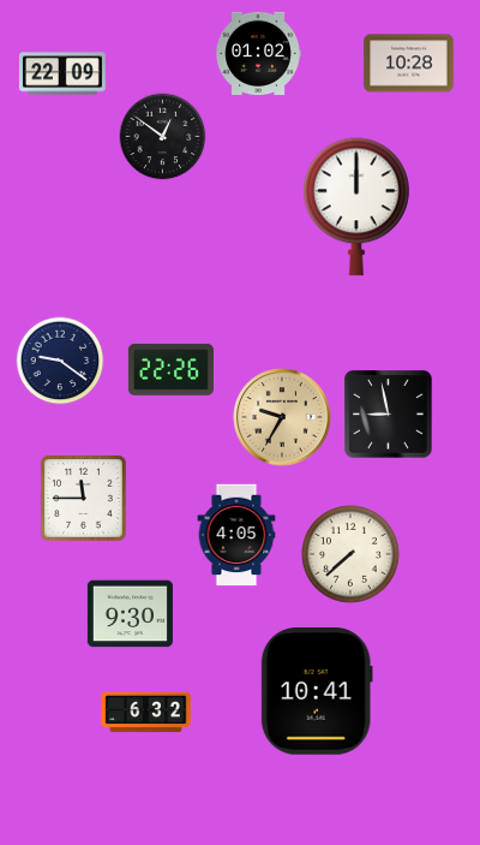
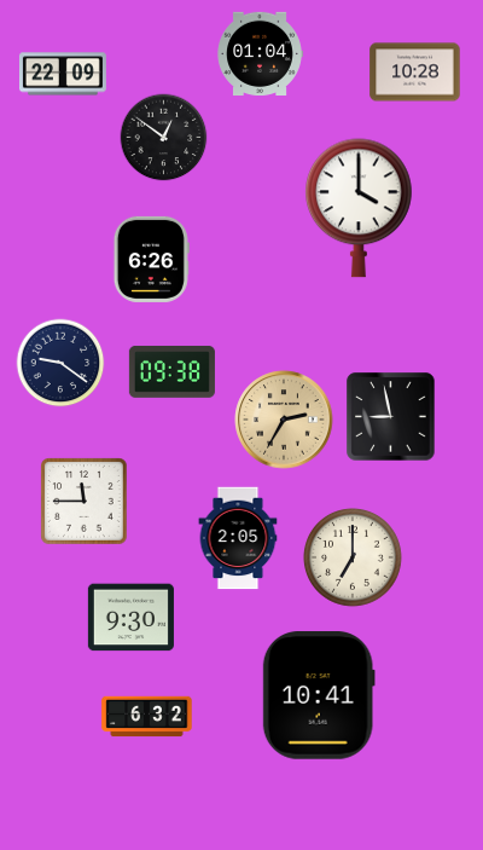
clock at (258, 53): 01:02 -> 01:04
clock at (409, 64) position: (409, 64) -> (415, 73)
clock at (358, 207): 12:00 -> 4:00
clock at (151, 259): none -> 6:26
clock at (170, 369): 22:26 -> 09:38
clock at (282, 417): 9:35 -> 2:35
clock at (236, 535): 4:05 -> 2:05
clock at (352, 555): 7:38 -> 7:00
